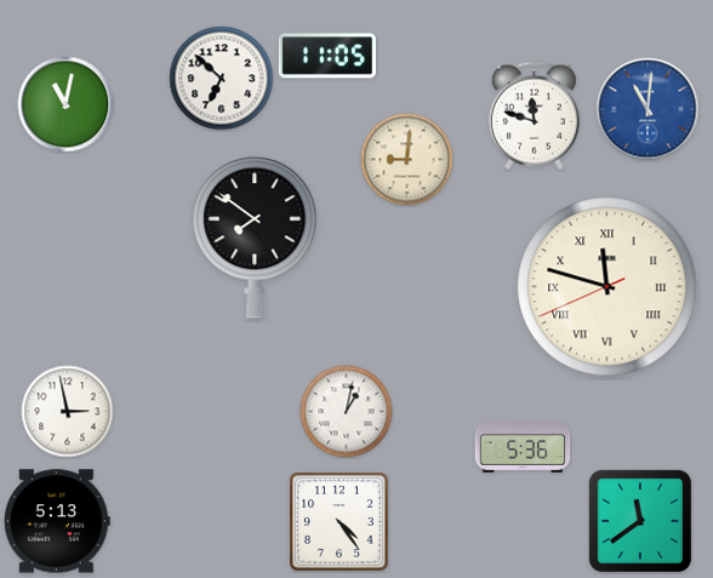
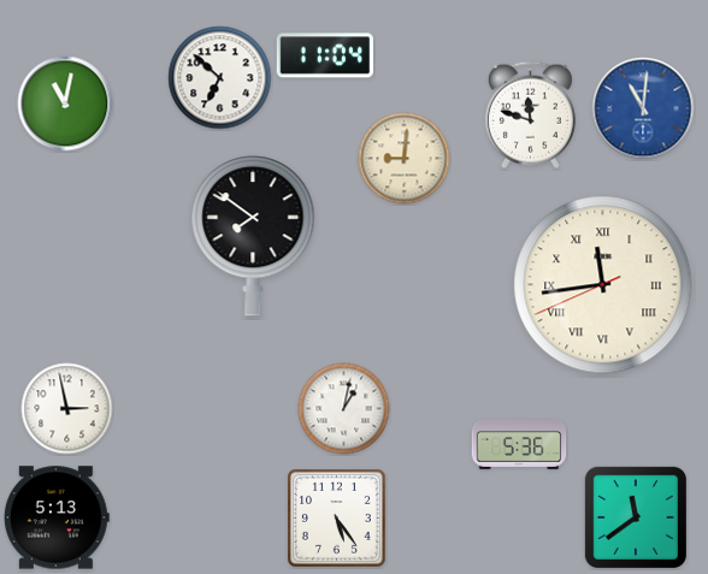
clock at (327, 56): 11:05 -> 11:04
clock at (608, 287): 11:47 -> 11:43
clock at (340, 522): 4:24 -> 5:24
